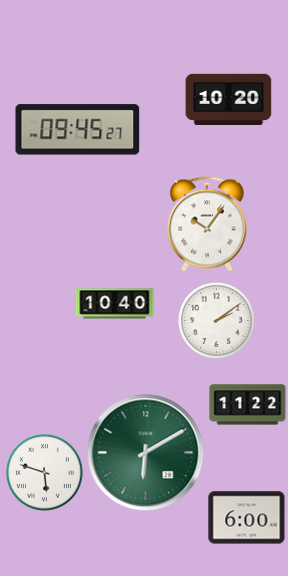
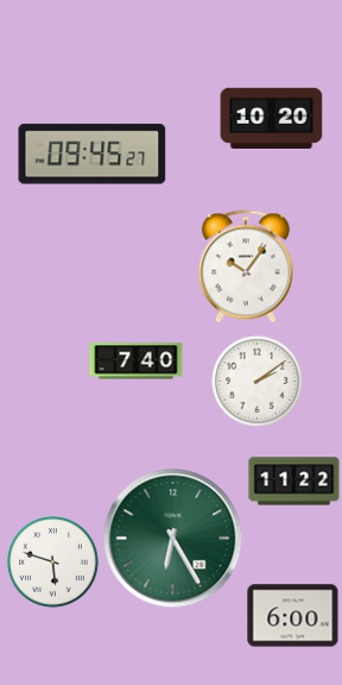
clock at (115, 304): 10:40 -> 7:40
clock at (146, 453): 6:10 -> 6:25
